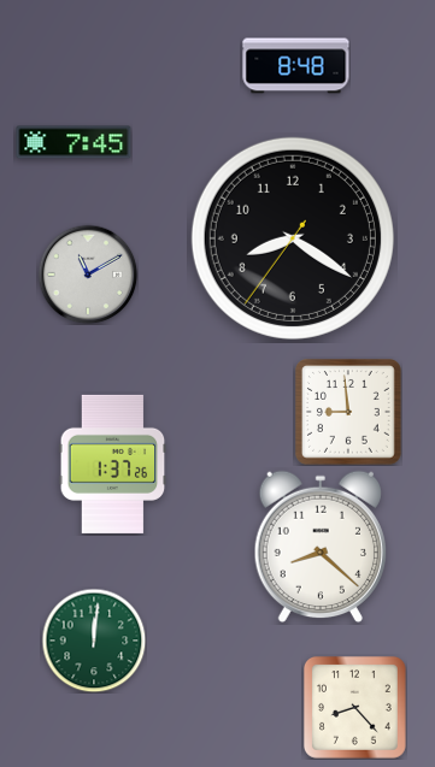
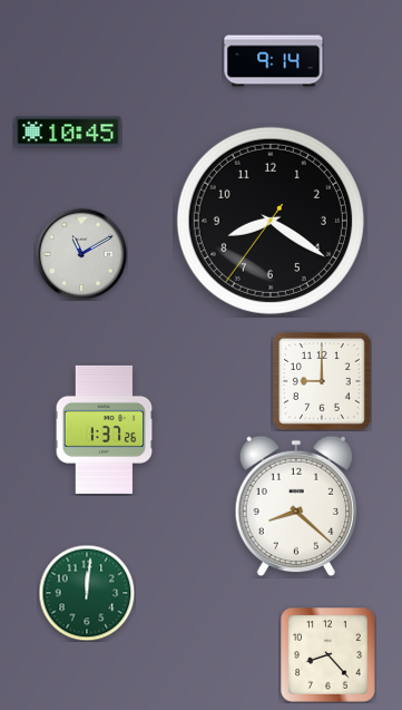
clock at (296, 66): 8:48 -> 9:14
clock at (74, 142): 7:45 -> 10:45
clock at (349, 413): 8:59 -> 9:00
